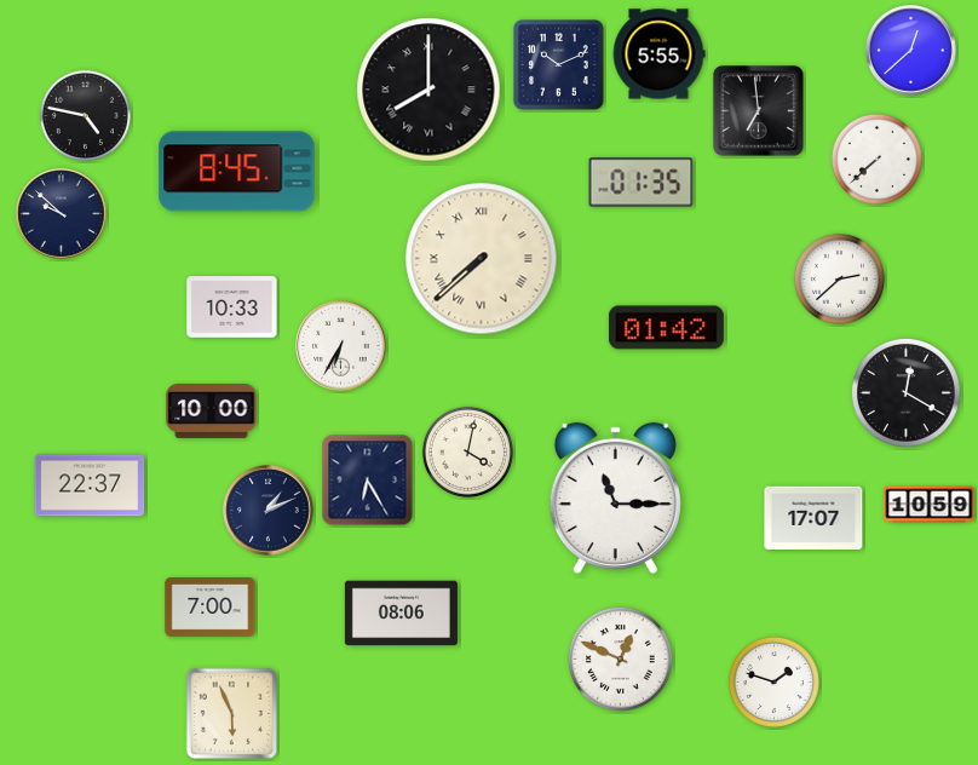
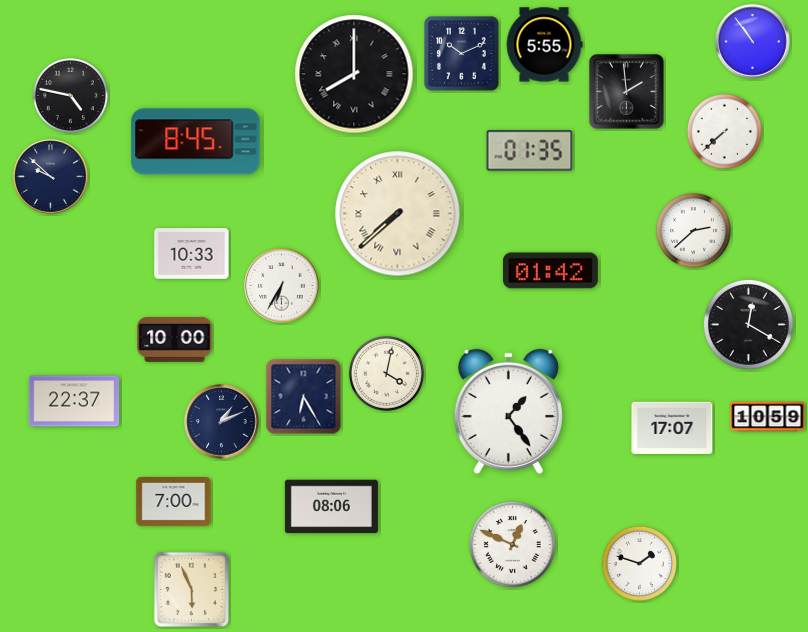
clock at (911, 51): 12:38 -> 10:54
clock at (758, 110): 6:59 -> 1:59
clock at (615, 497): 11:15 -> 1:24
